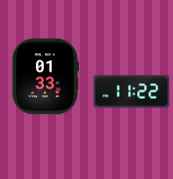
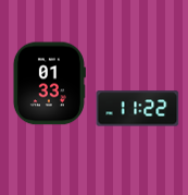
clock at (132, 92) position: (132, 92) -> (138, 109)
